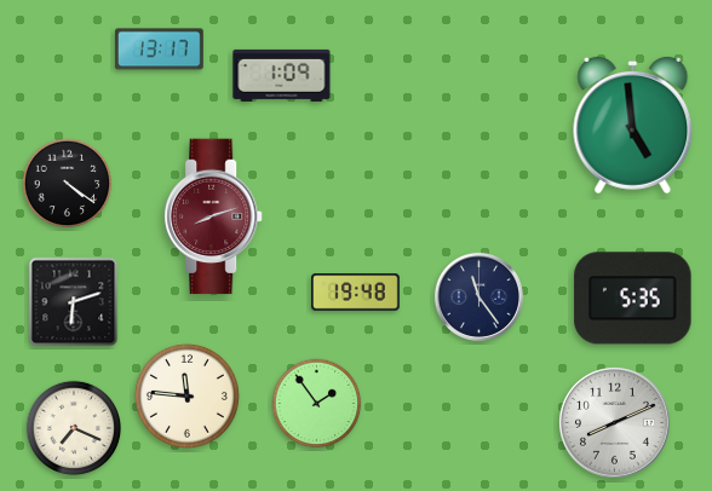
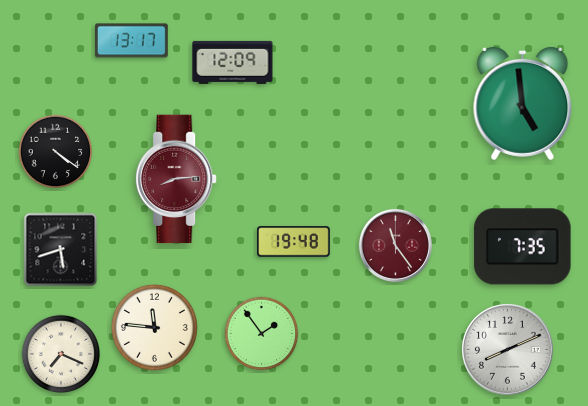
clock at (282, 75): 1:09 -> 12:09
clock at (214, 216): 8:12 -> 8:14
clock at (478, 296) dial: navy -> burgundy
clock at (633, 299): 5:35 -> 7:35
clock at (74, 302): 6:12 -> 5:42
